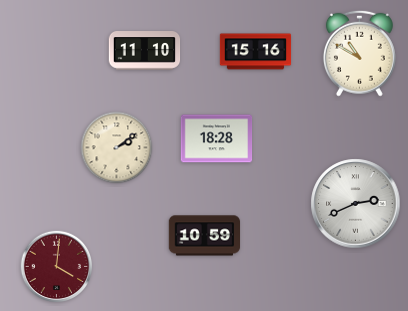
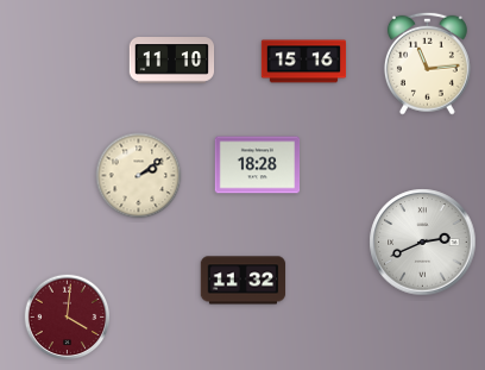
clock at (359, 53): 10:50 -> 11:14
clock at (205, 236): 10:59 -> 11:32
